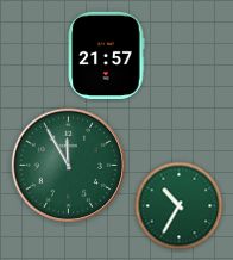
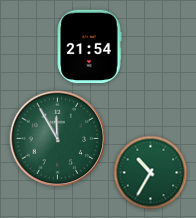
clock at (106, 55): 21:57 -> 21:54
